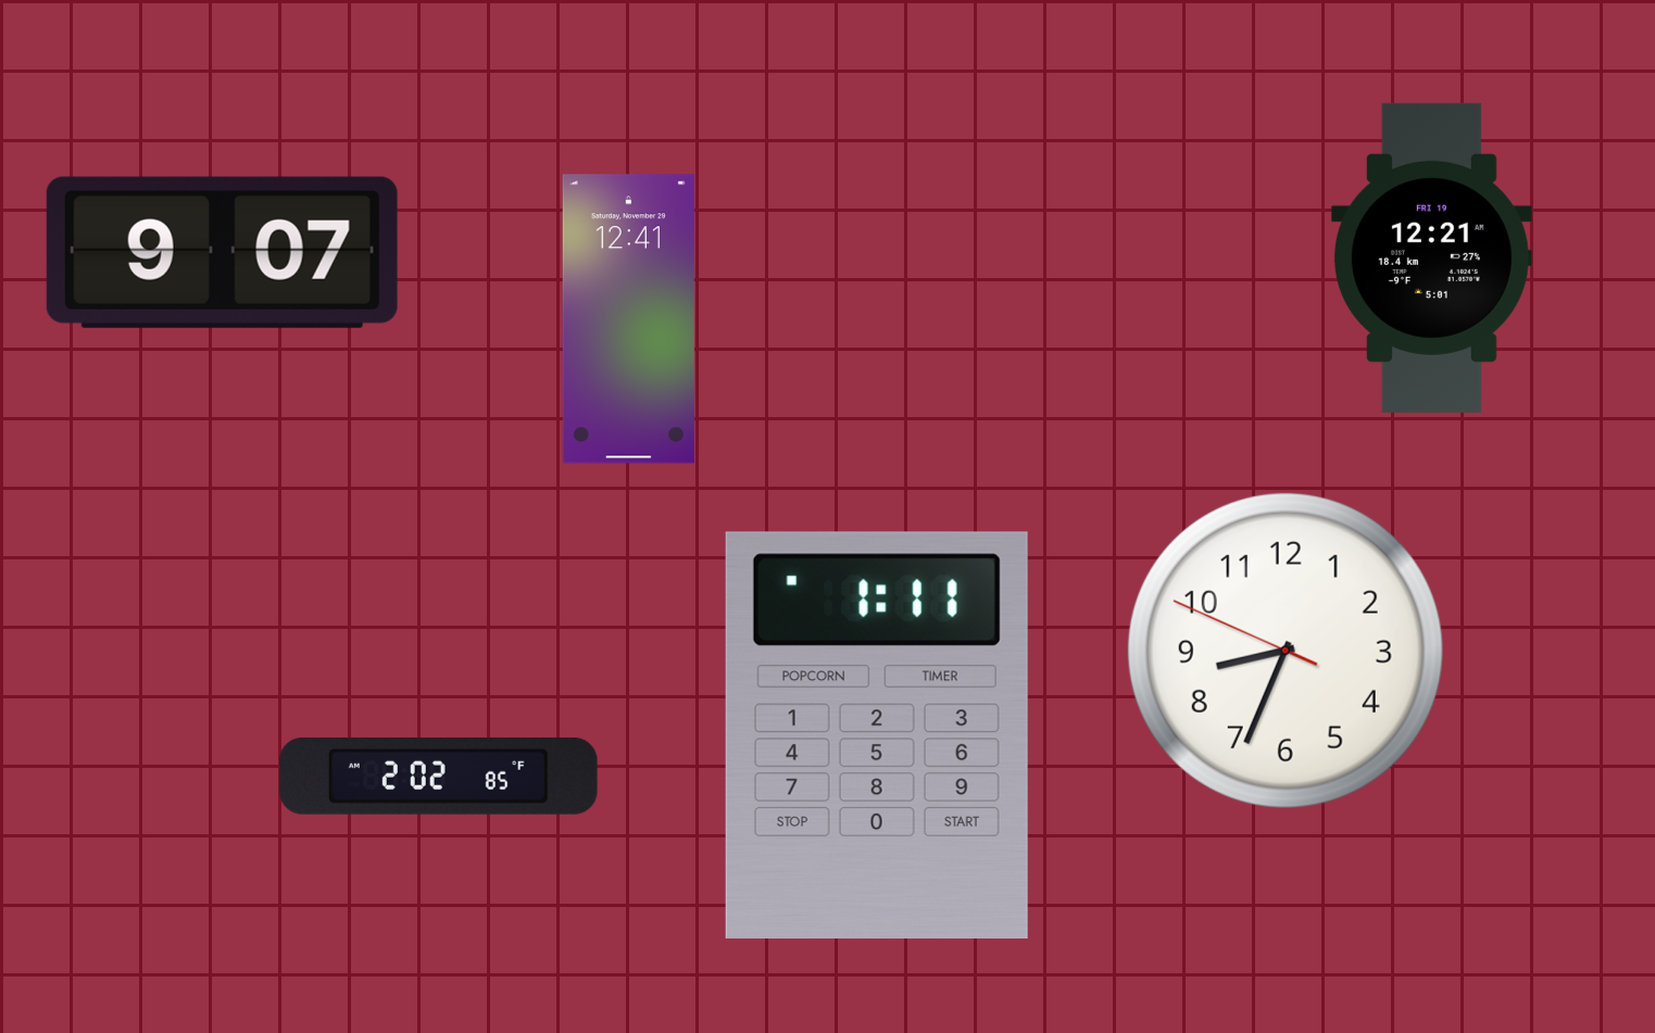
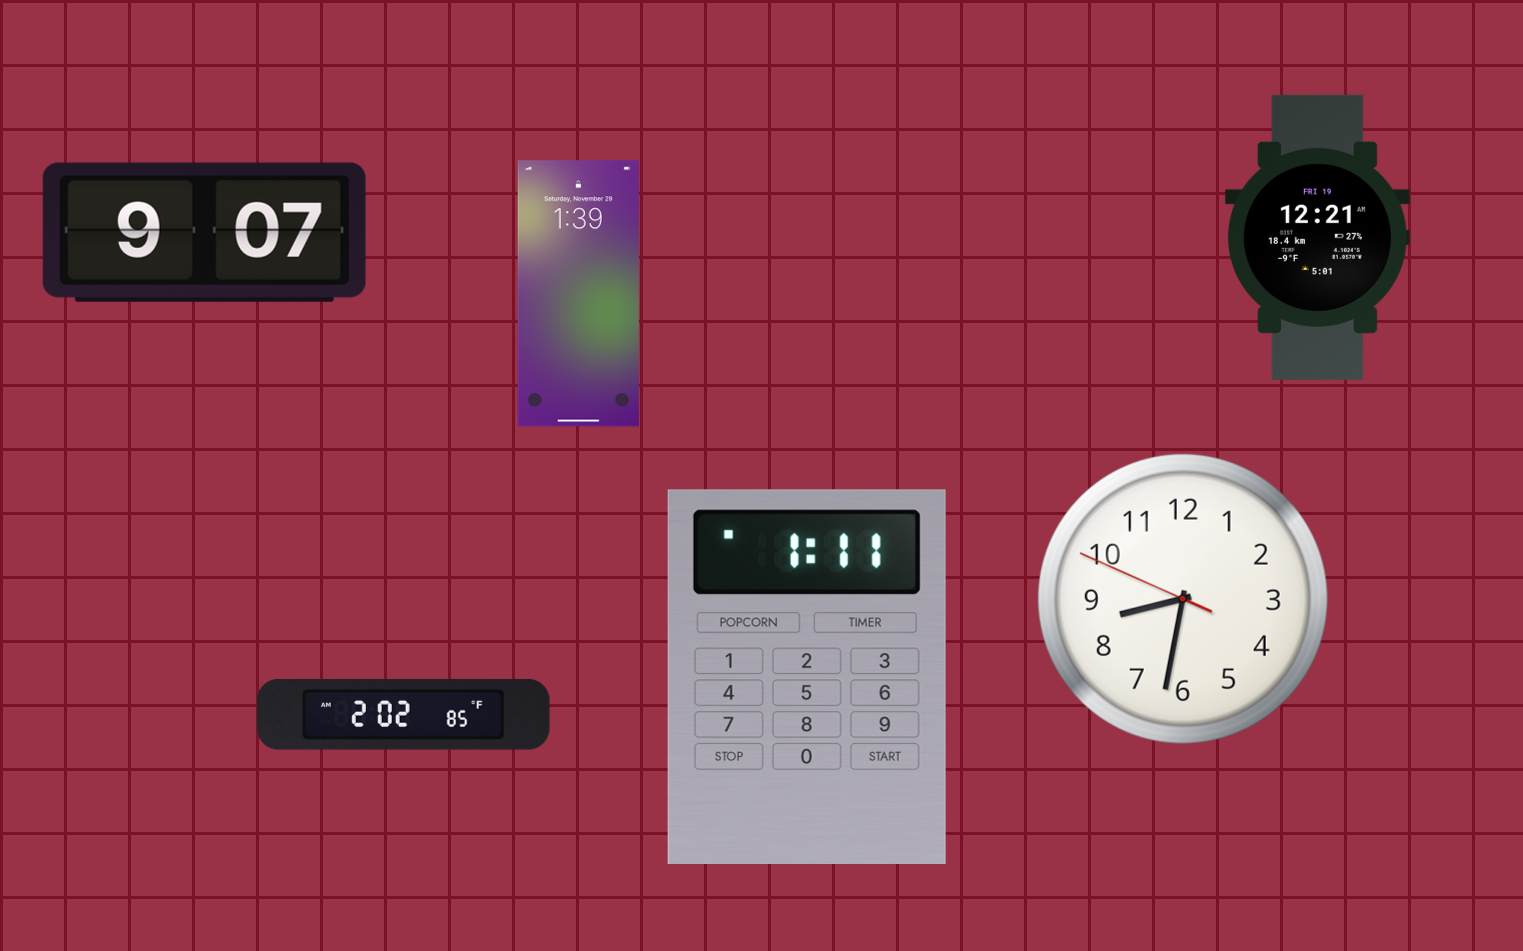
clock at (628, 319): 12:41 -> 1:39
clock at (1286, 651): 8:33 -> 8:31
